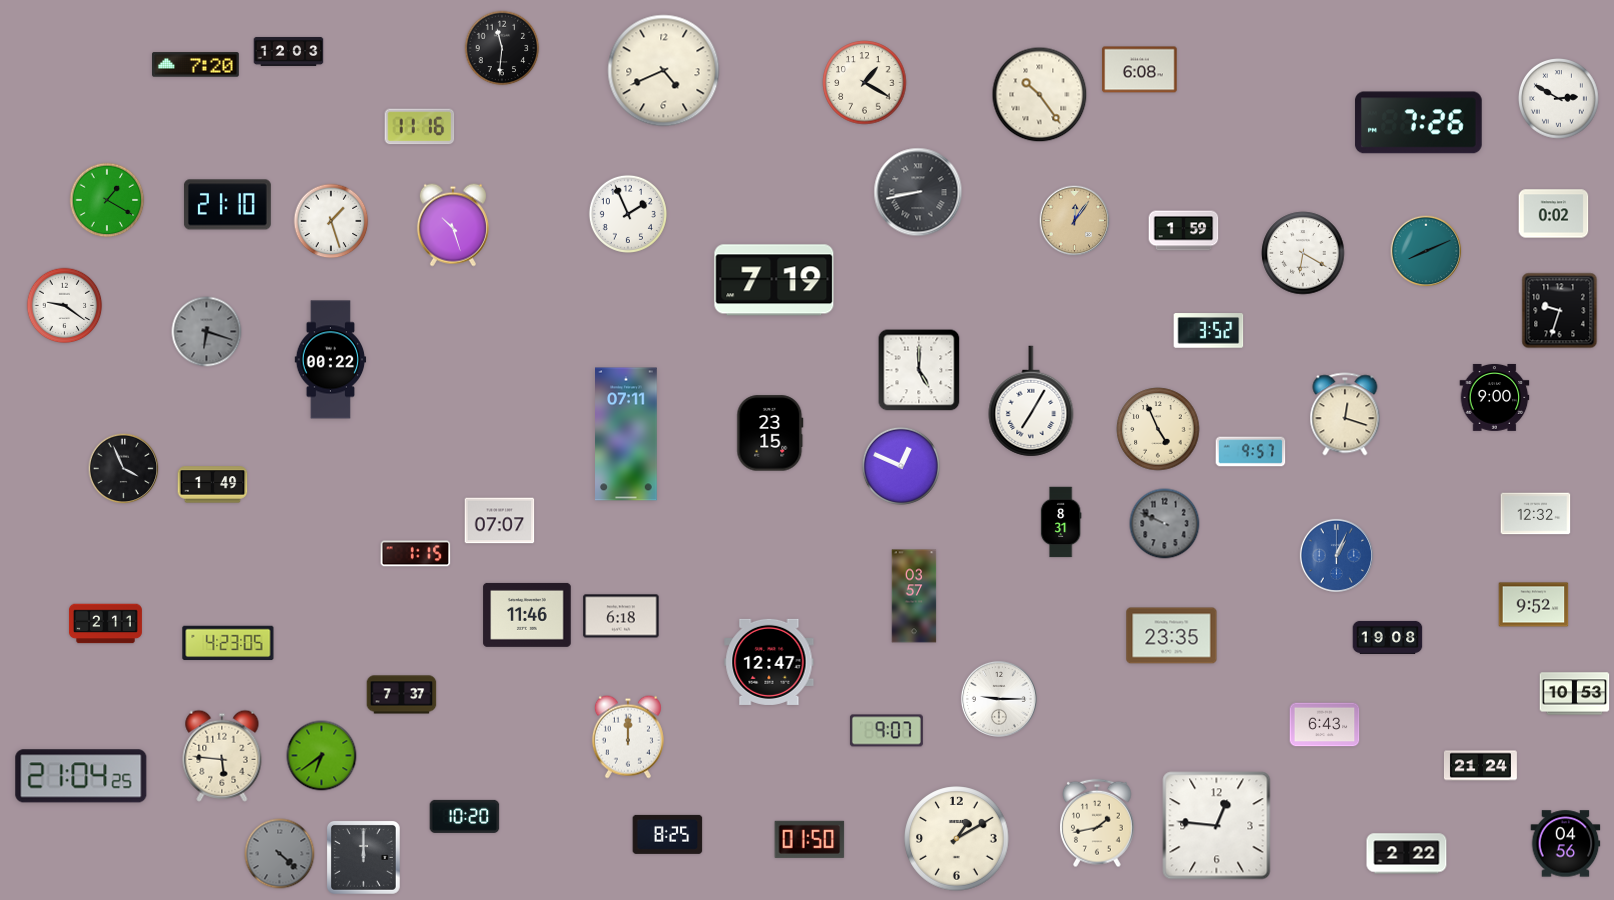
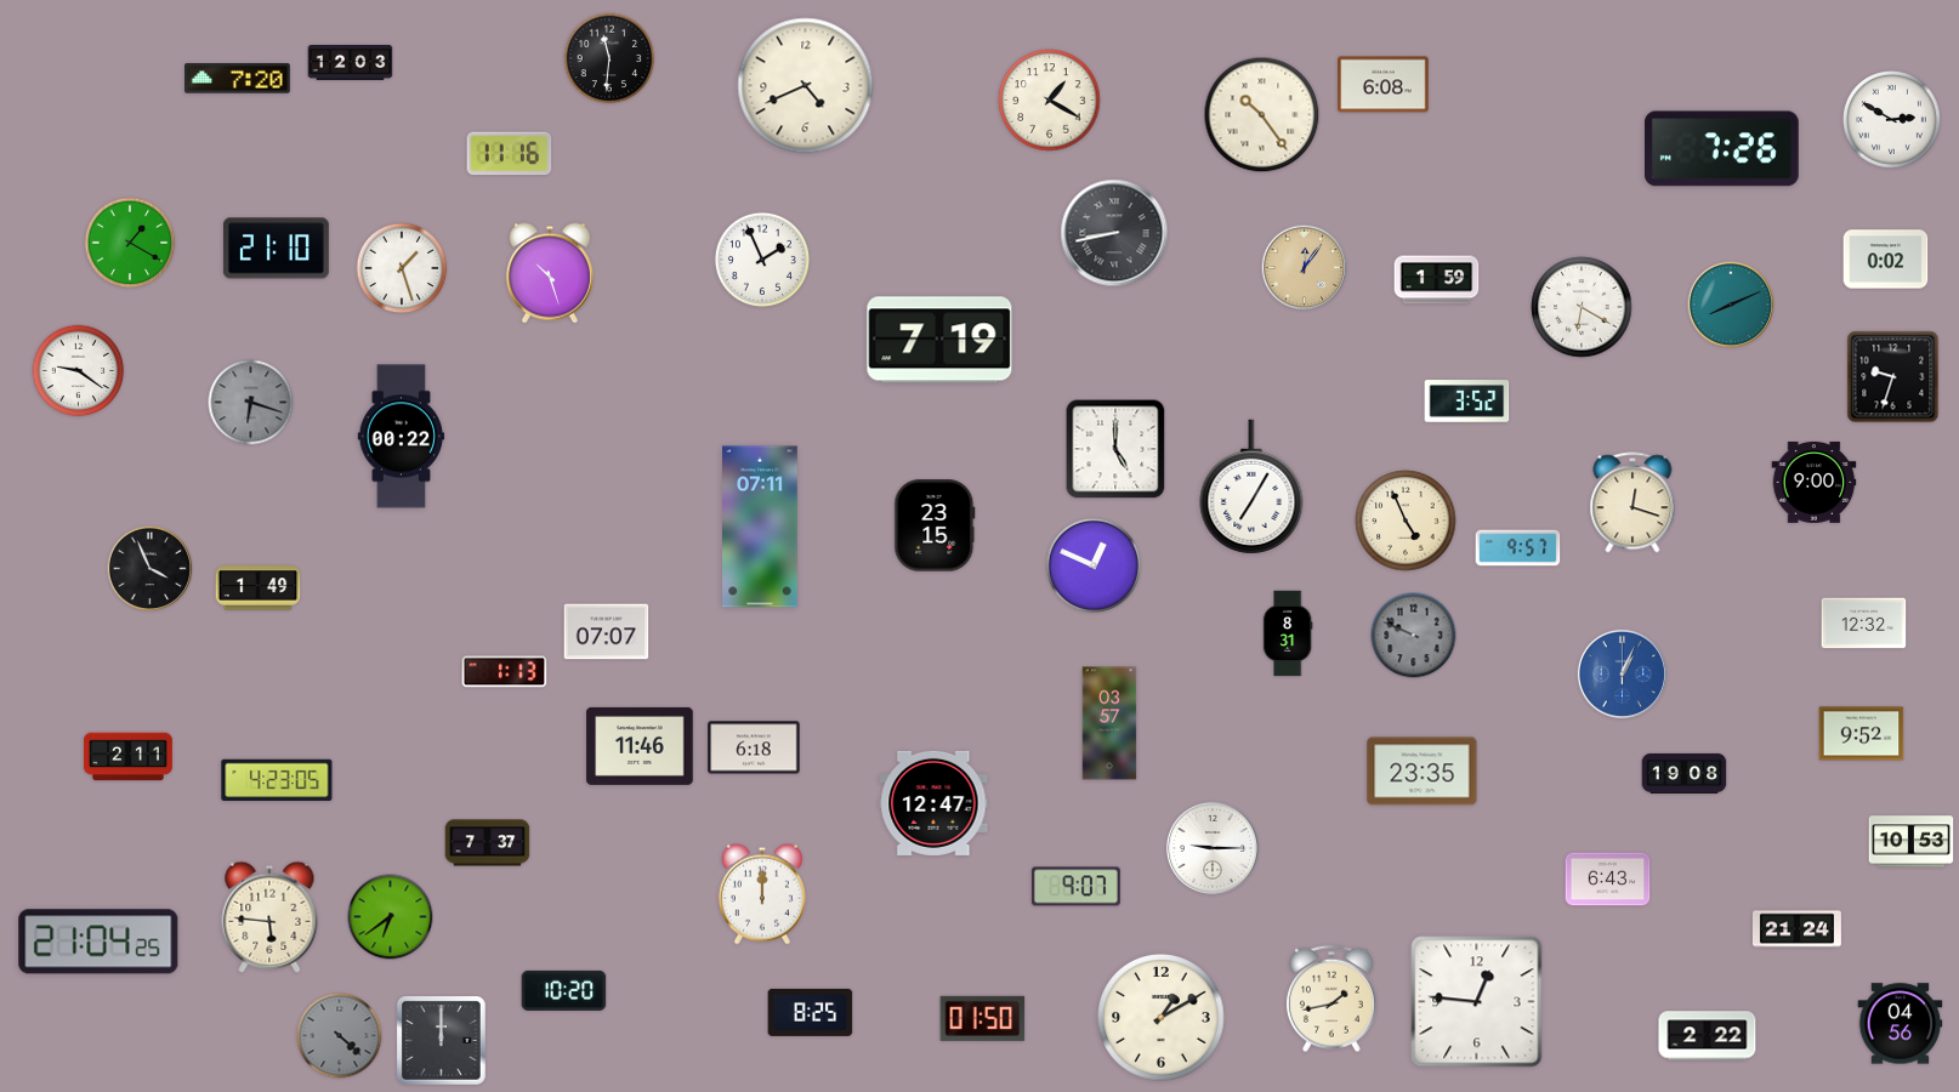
clock at (416, 554): 1:15 -> 1:13
